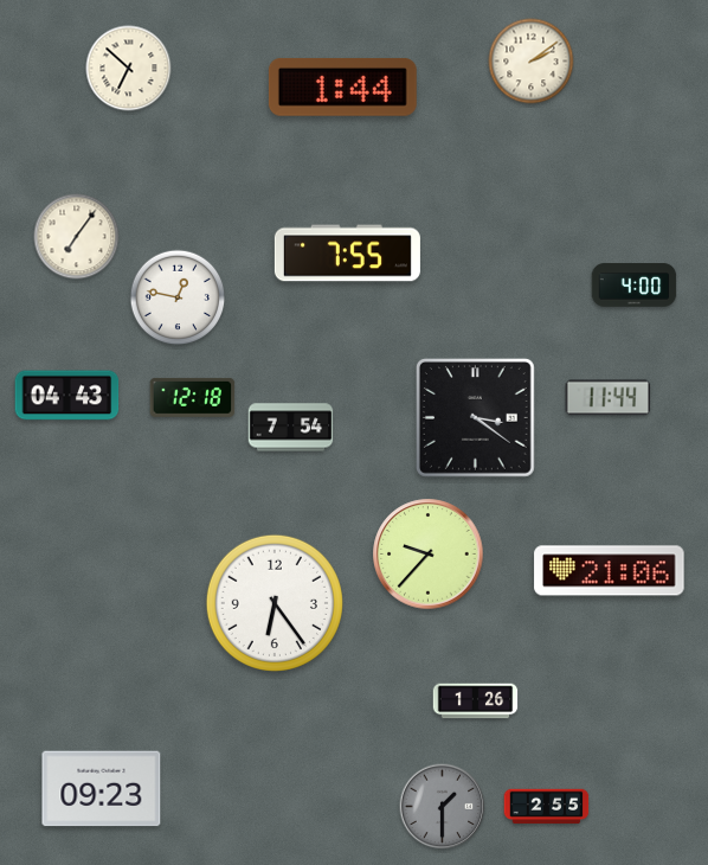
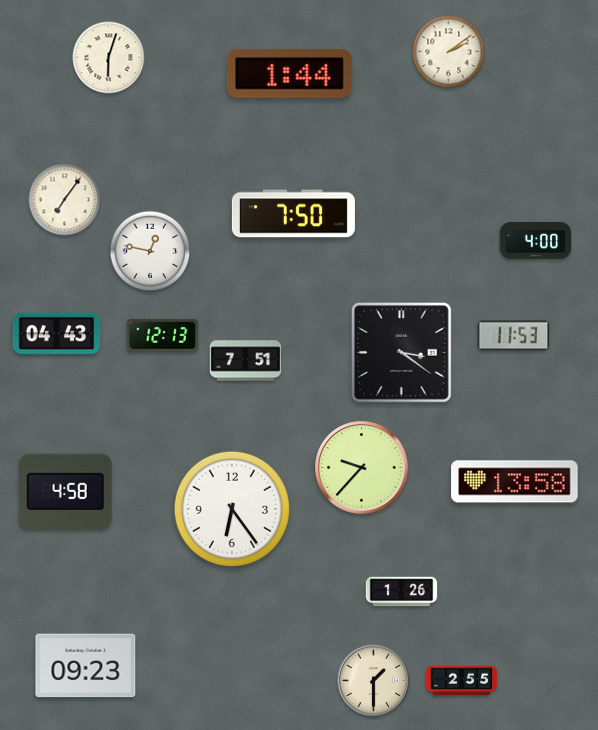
clock at (129, 69): 6:52 -> 6:03
clock at (347, 254): 7:55 -> 7:50
clock at (193, 397): 12:18 -> 12:13
clock at (609, 398): 11:44 -> 11:53
clock at (291, 428): 7:54 -> 7:51
clock at (610, 571): 21:06 -> 13:58
clock at (65, 491): none -> 4:58
clock at (443, 807) dial: grey -> cream
